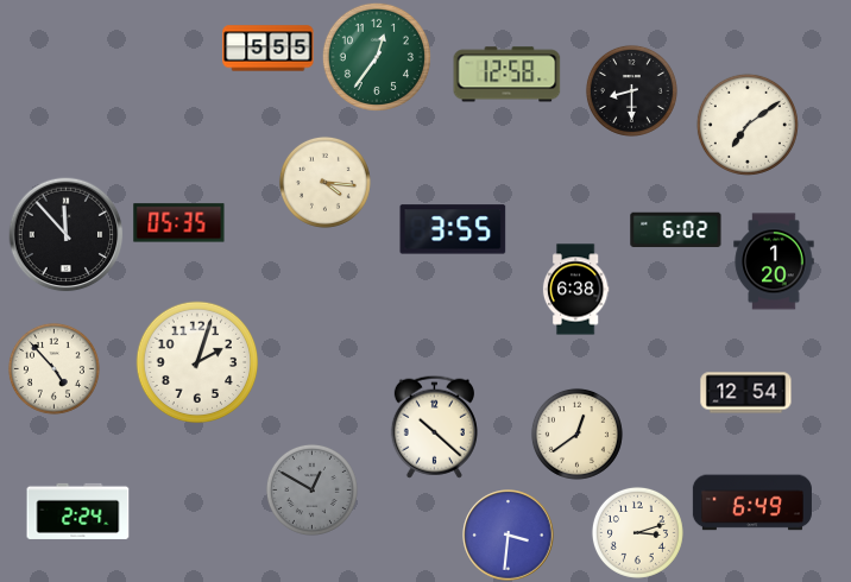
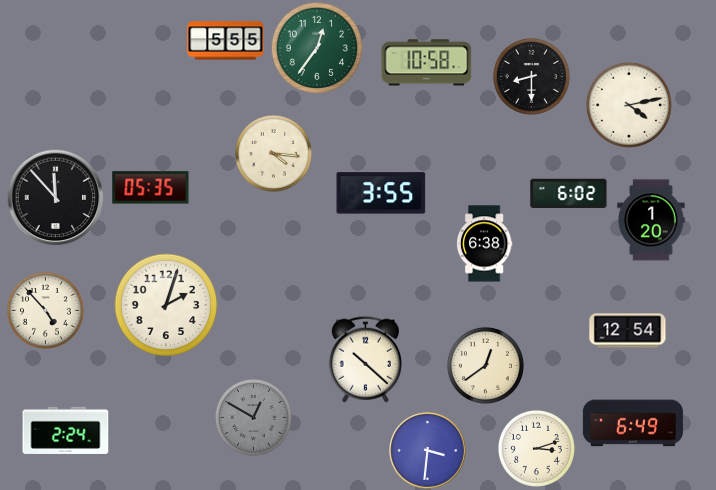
clock at (508, 75): 12:58 -> 10:58
clock at (748, 125): 7:09 -> 4:13
clock at (311, 489) position: (311, 489) -> (253, 417)
